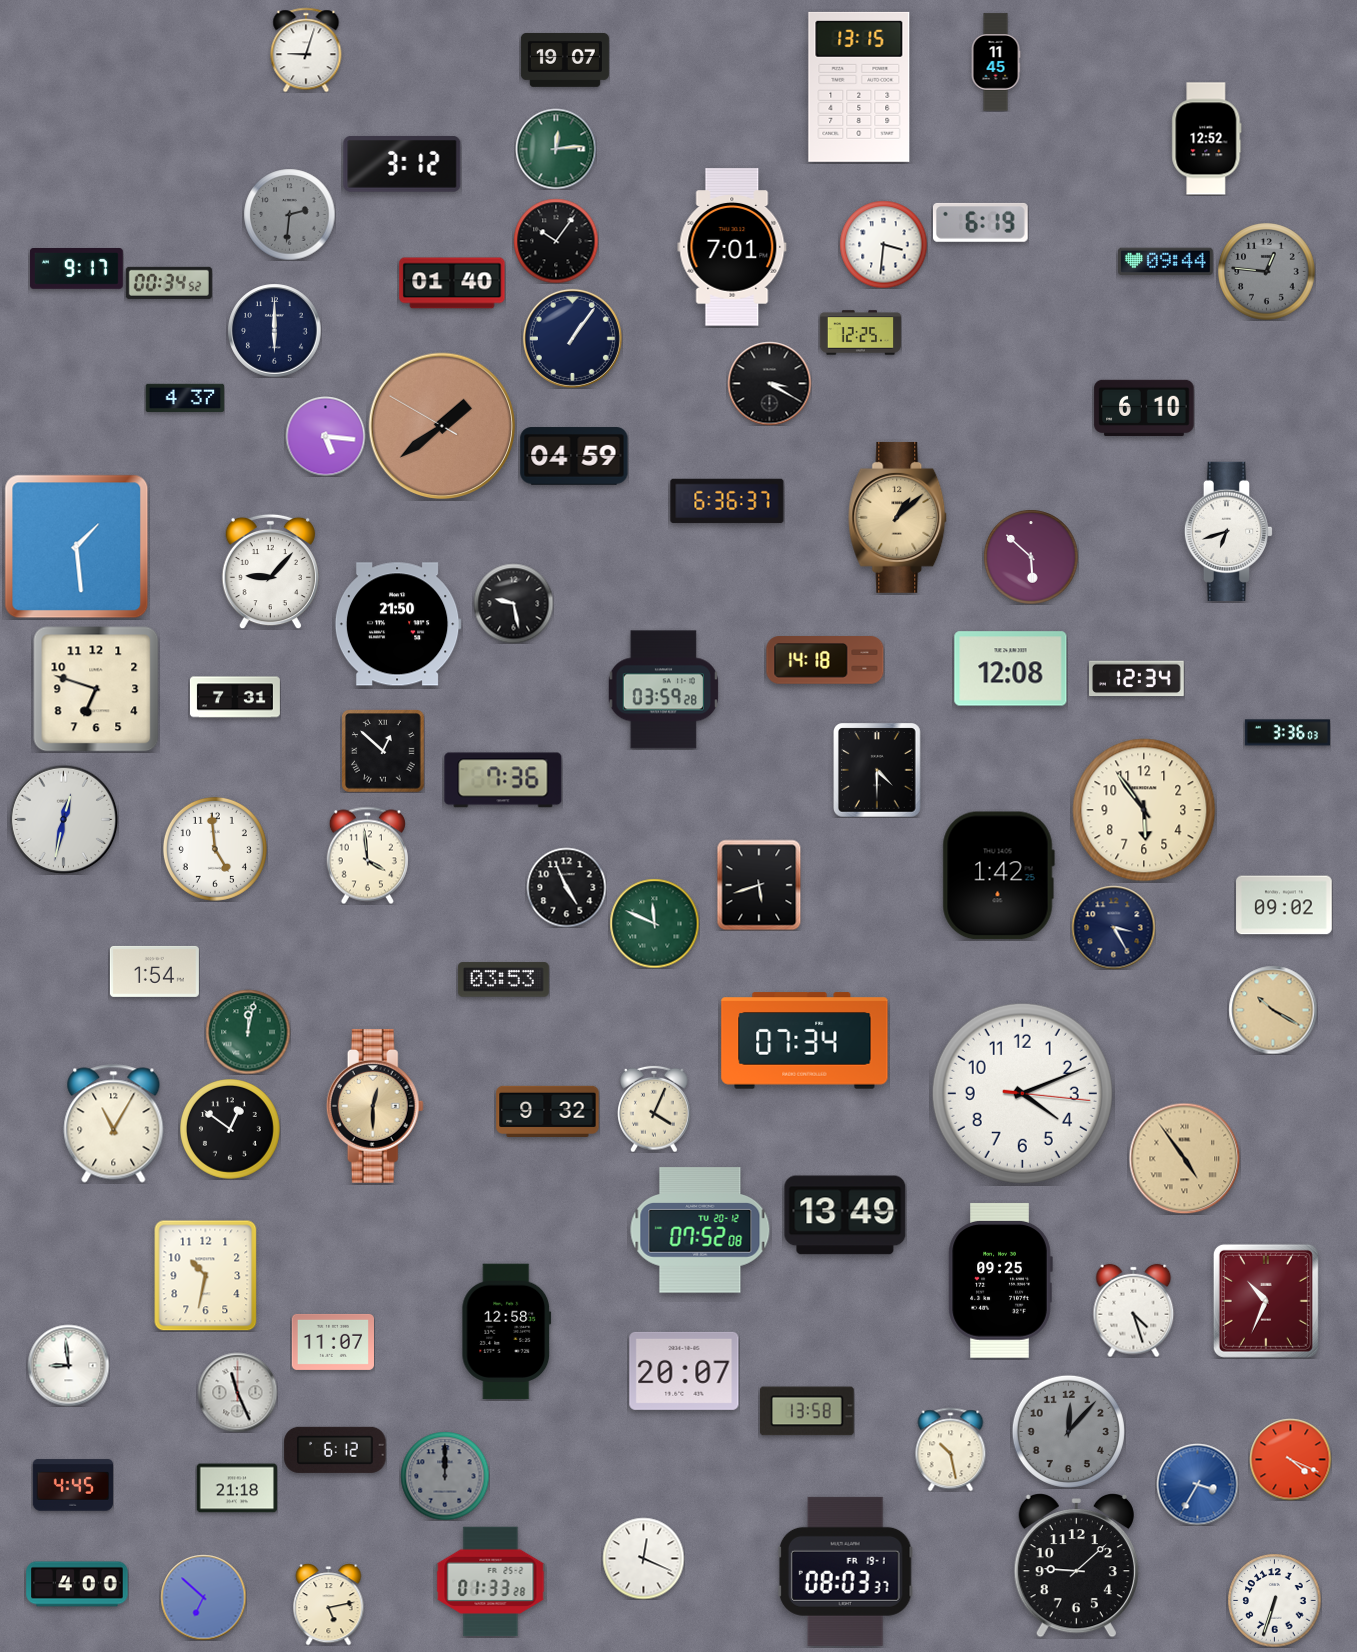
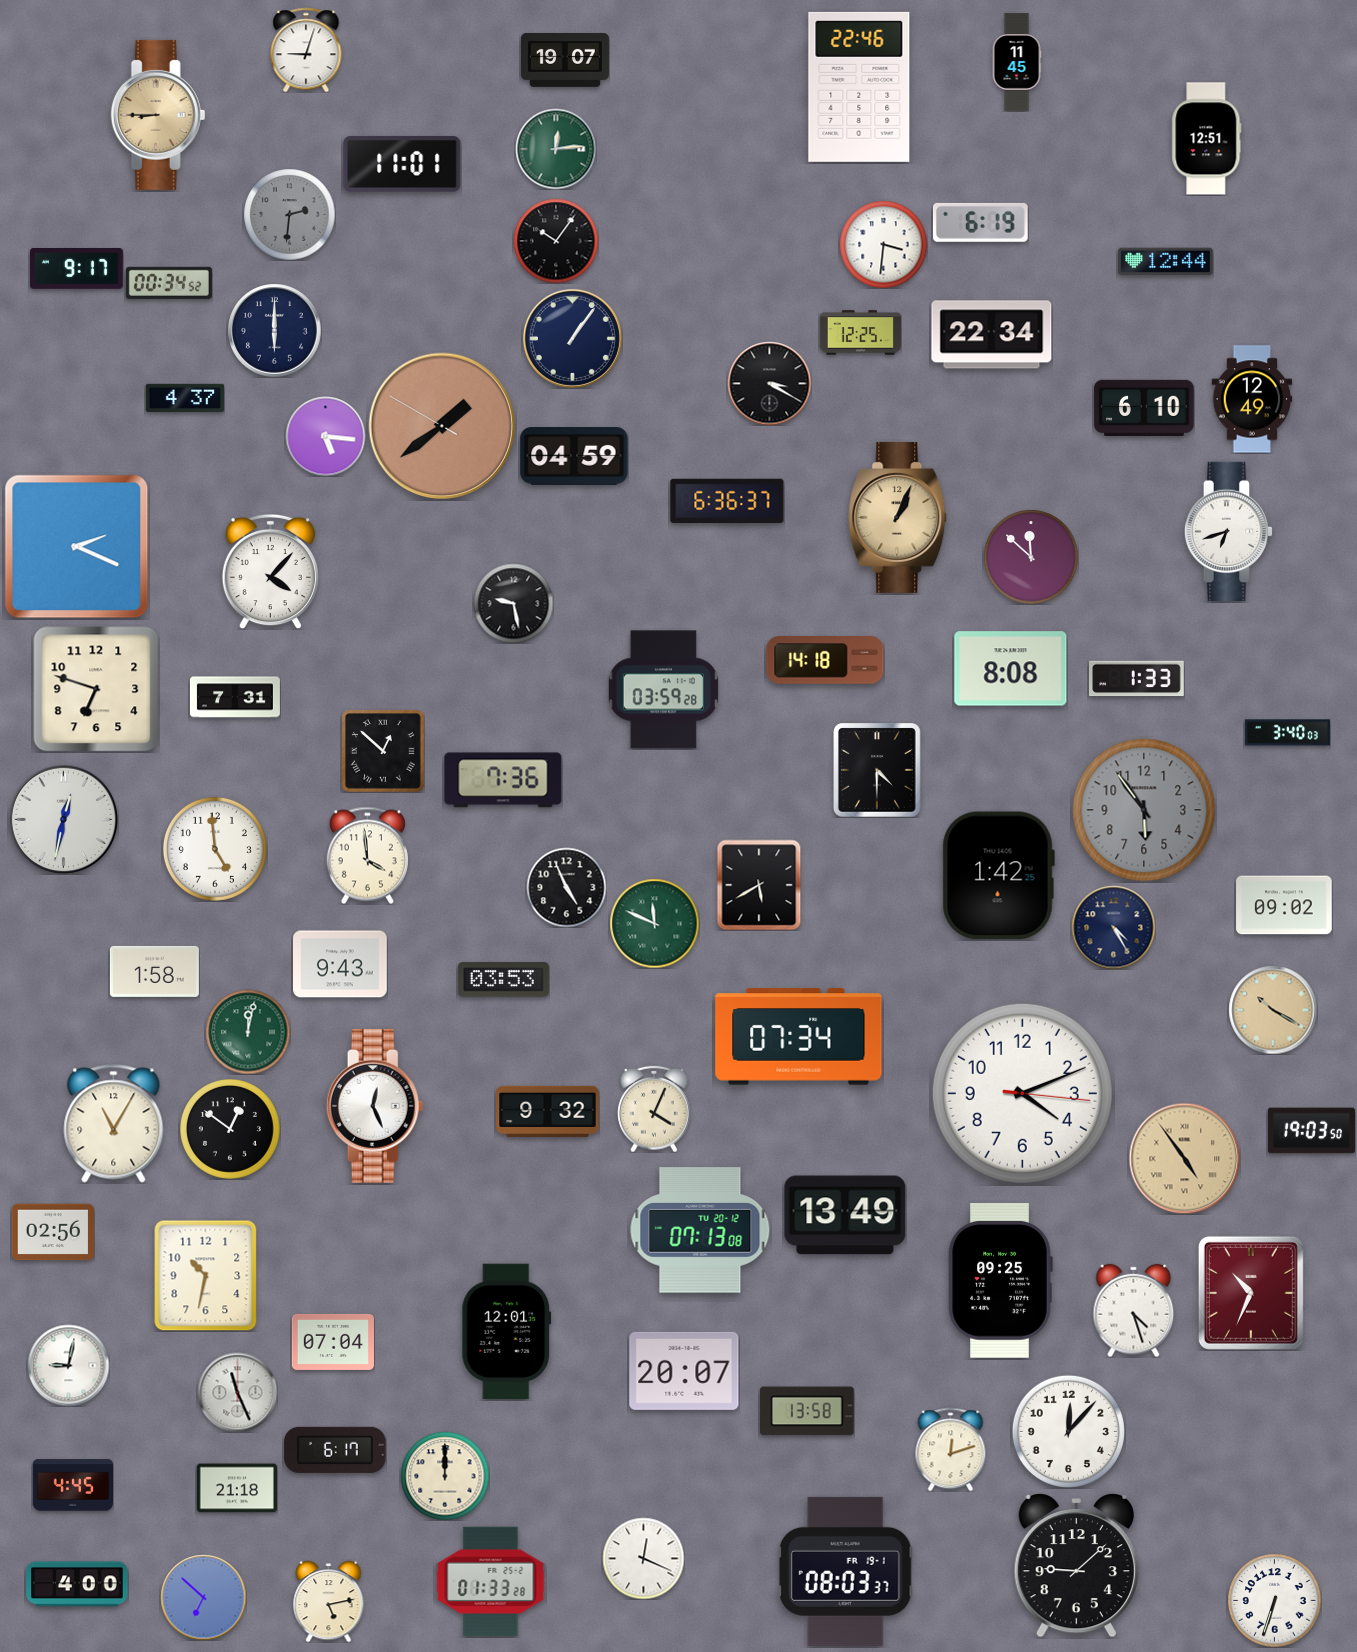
clock at (996, 62) position: (996, 62) -> (1017, 62)
clock at (859, 87): 13:15 -> 22:46
clock at (158, 115): none -> 8:45
clock at (1207, 139): 12:52 -> 12:51
clock at (402, 164): 3:12 -> 11:01
clock at (732, 247): 7:01 -> none
clock at (1166, 262): 09:44 -> 12:44
clock at (1267, 272): 12:46 -> none
clock at (452, 283): 01:40 -> none
clock at (992, 335): none -> 22:34
clock at (1252, 399): none -> 12:49
clock at (898, 517): 1:08 -> 1:04
clock at (77, 547): 1:29 -> 2:19
clock at (1031, 557): 5:52 -> 11:52
clock at (270, 571): 9:07 -> 4:07
clock at (398, 624): 21:50 -> none
clock at (1011, 669): 12:08 -> 8:08
clock at (1137, 679): 12:34 -> 1:33
clock at (1287, 733): 3:36 -> 3:40
clock at (1144, 810) dial: cream -> grey
clock at (759, 885): 5:42 -> 5:40
clock at (1113, 927): 3:25 -> 4:25
clock at (341, 964): none -> 9:43
clock at (154, 971): 1:54 -> 1:58
clock at (805, 1041) position: (805, 1041) -> (799, 1037)
clock at (375, 1106): 12:30 -> 12:26
clock at (375, 1106) dial: champagne -> white
clock at (1311, 1131): none -> 19:03
clock at (700, 1230): 07:52 -> 07:13
clock at (52, 1232): none -> 02:56
clock at (1266, 1301) position: (1266, 1301) -> (1251, 1293)
clock at (507, 1332): 12:58 -> 12:01
clock at (332, 1342): 11:07 -> 07:04
clock at (68, 1365): 8:59 -> 9:02
clock at (1068, 1431) dial: grey -> white
clock at (951, 1449): 10:28 -> 12:12
clock at (335, 1450): 6:12 -> 6:17
clock at (1290, 1459): 4:19 -> none
clock at (445, 1476) dial: grey -> cream
clock at (1197, 1484): 3:35 -> none
clock at (329, 1604) position: (329, 1604) -> (329, 1601)
